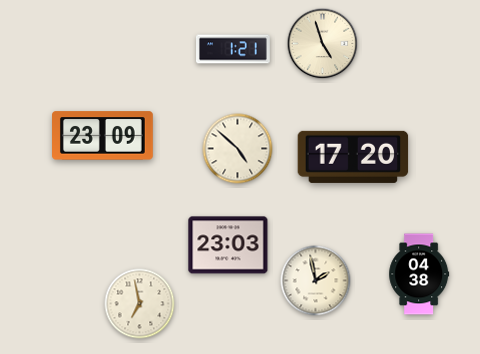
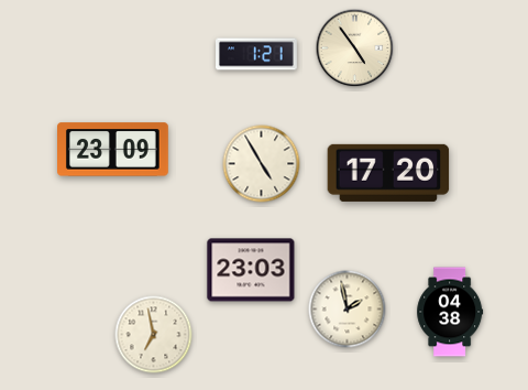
clock at (323, 44): 4:57 -> 4:54
clock at (238, 149): 4:52 -> 4:55
clock at (419, 274) position: (419, 274) -> (450, 312)
